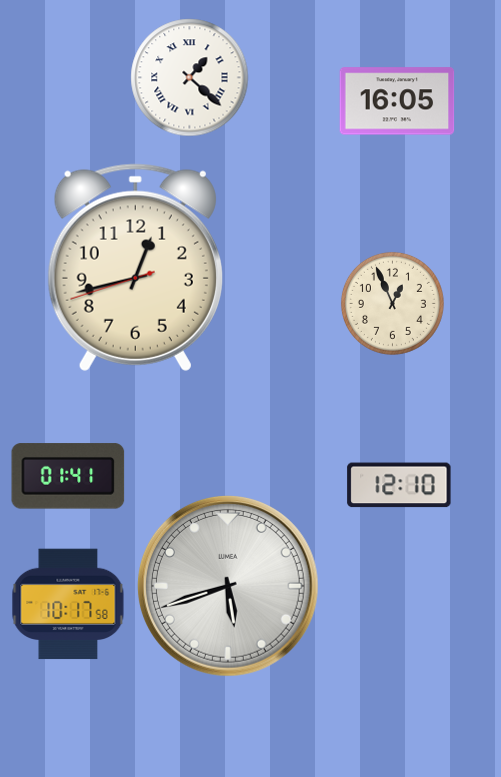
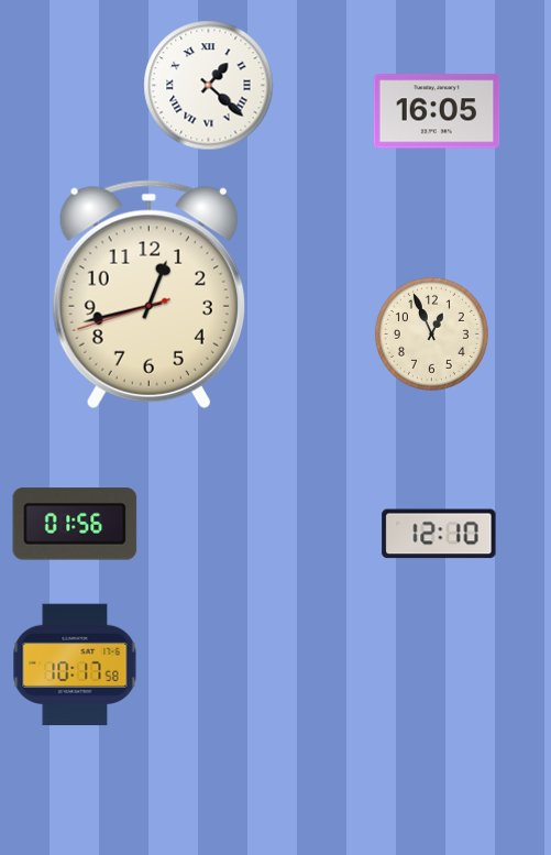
clock at (68, 476): 01:41 -> 01:56
clock at (228, 587): 5:42 -> none
